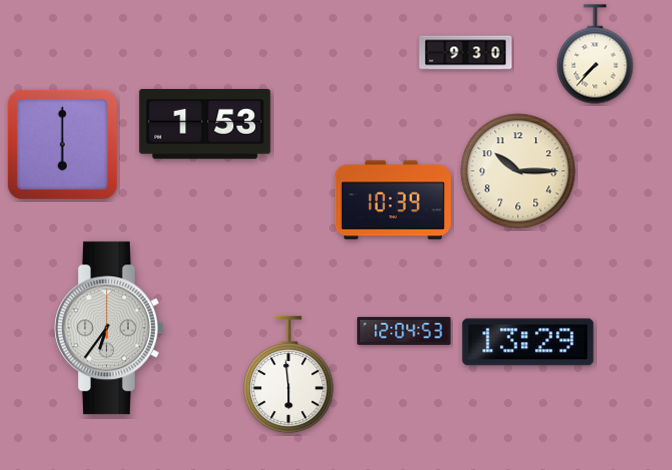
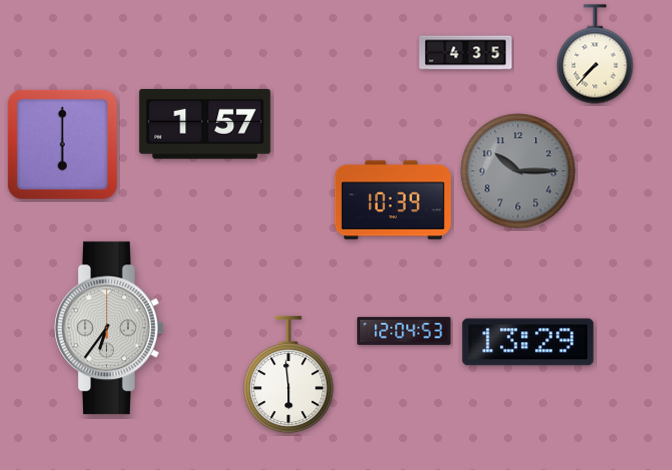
clock at (466, 53): 9:30 -> 4:35
clock at (205, 124): 1:53 -> 1:57
clock at (518, 171) dial: cream -> grey
